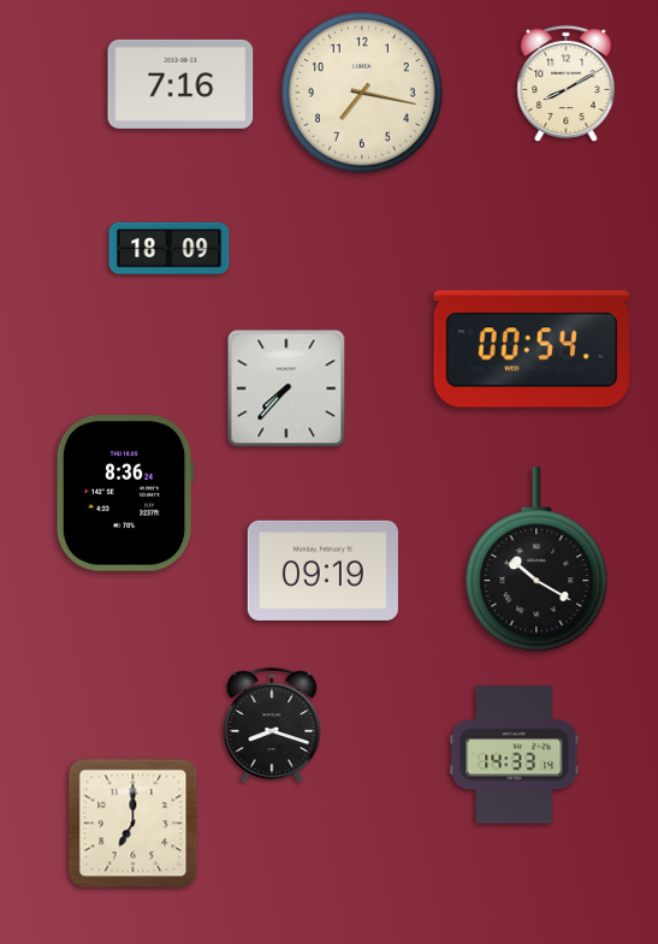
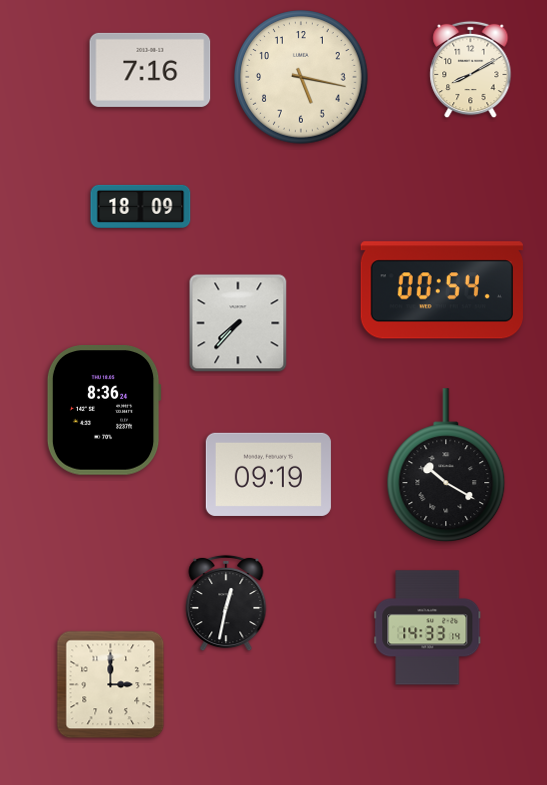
clock at (362, 93): 7:17 -> 5:17
clock at (272, 725): 8:18 -> 12:32
clock at (134, 824): 7:00 -> 3:00
